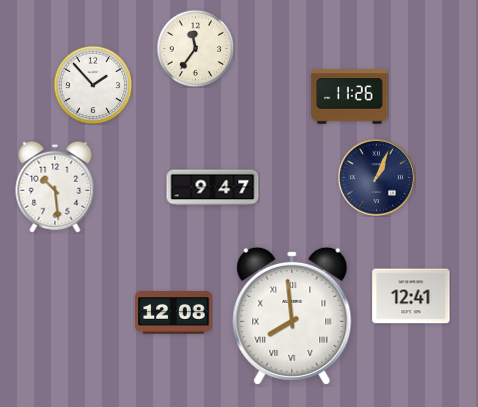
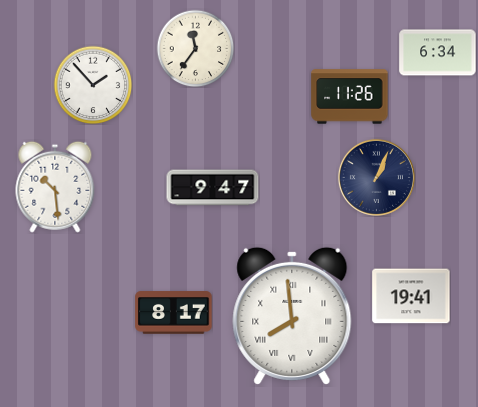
clock at (438, 53): none -> 6:34
clock at (411, 296): 12:41 -> 19:41
clock at (174, 313): 12:08 -> 8:17
